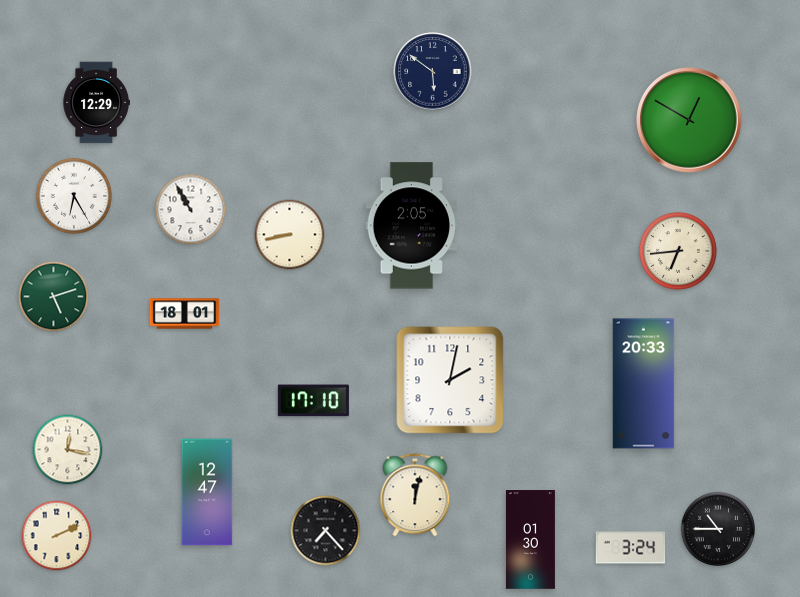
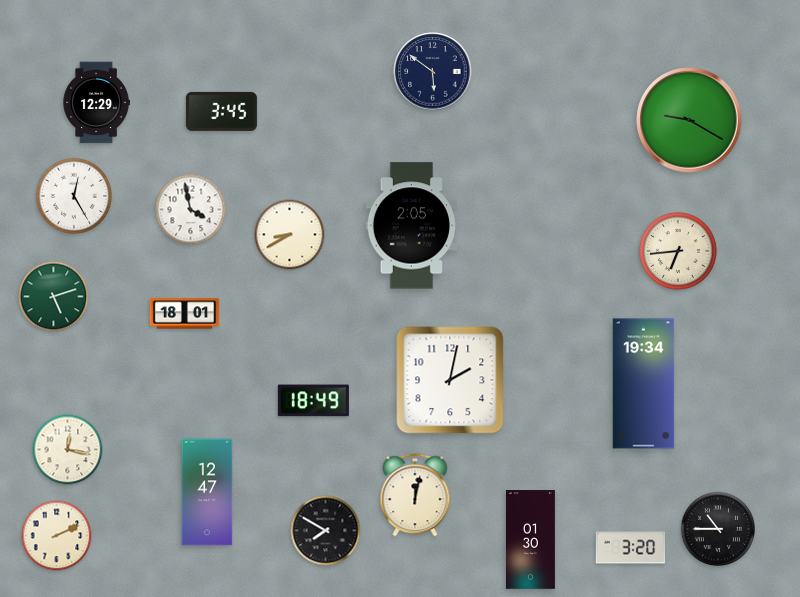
clock at (221, 111): none -> 3:45
clock at (689, 120): 12:50 -> 9:20
clock at (74, 196): 6:25 -> 12:25
clock at (191, 210): 10:55 -> 3:58
clock at (290, 235): 8:43 -> 8:40
clock at (644, 384): 20:33 -> 19:34
clock at (313, 401): 17:10 -> 18:49
clock at (326, 531): 7:23 -> 7:50
clock at (631, 548): 3:24 -> 3:20
